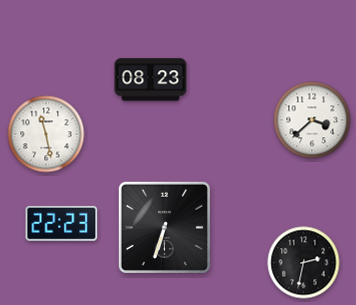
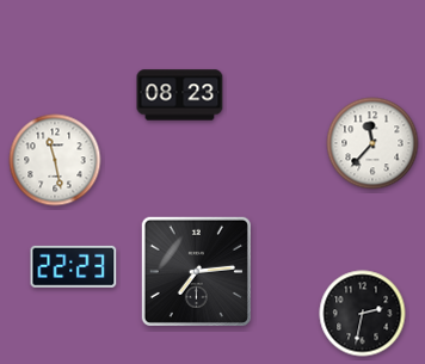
clock at (312, 120): 3:38 -> 11:37
clock at (164, 227): 6:33 -> 7:14
